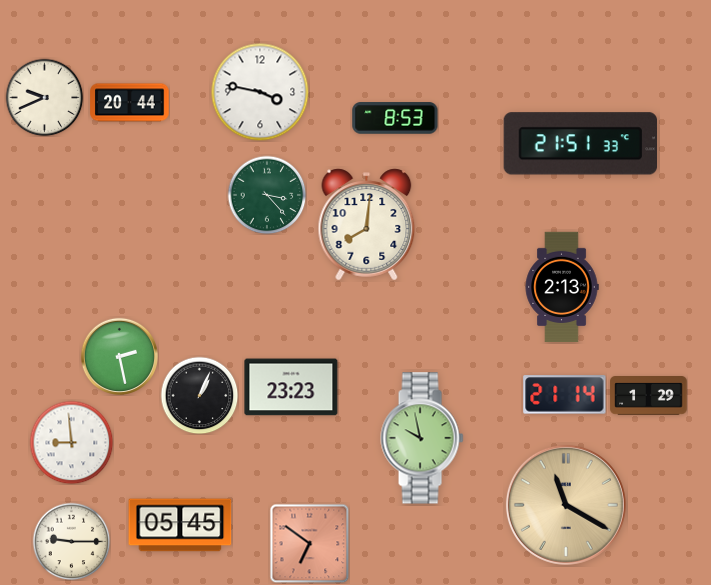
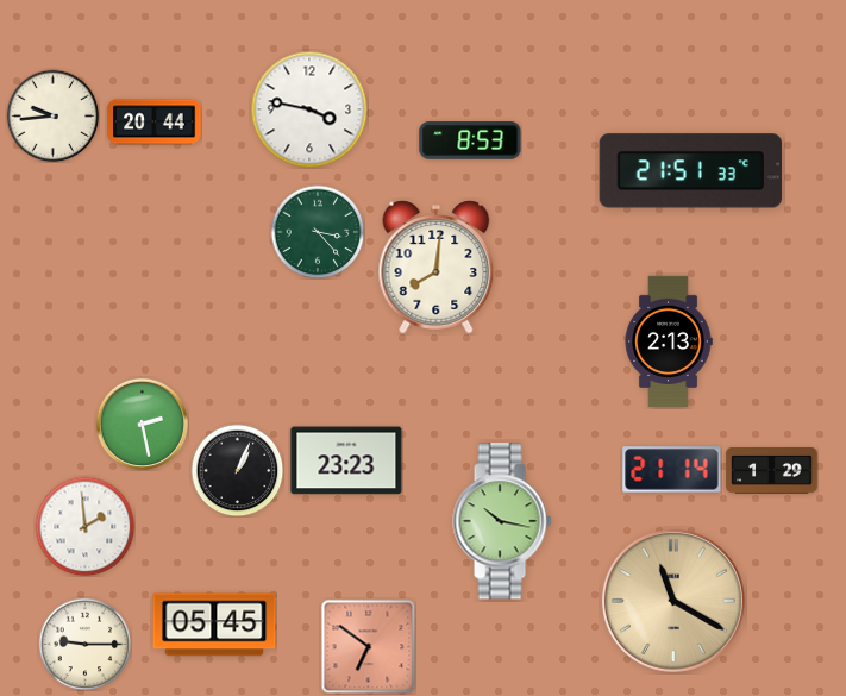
clock at (44, 97): 9:41 -> 9:44
clock at (422, 438): 9:58 -> 10:17
clock at (71, 442): 8:59 -> 1:59
